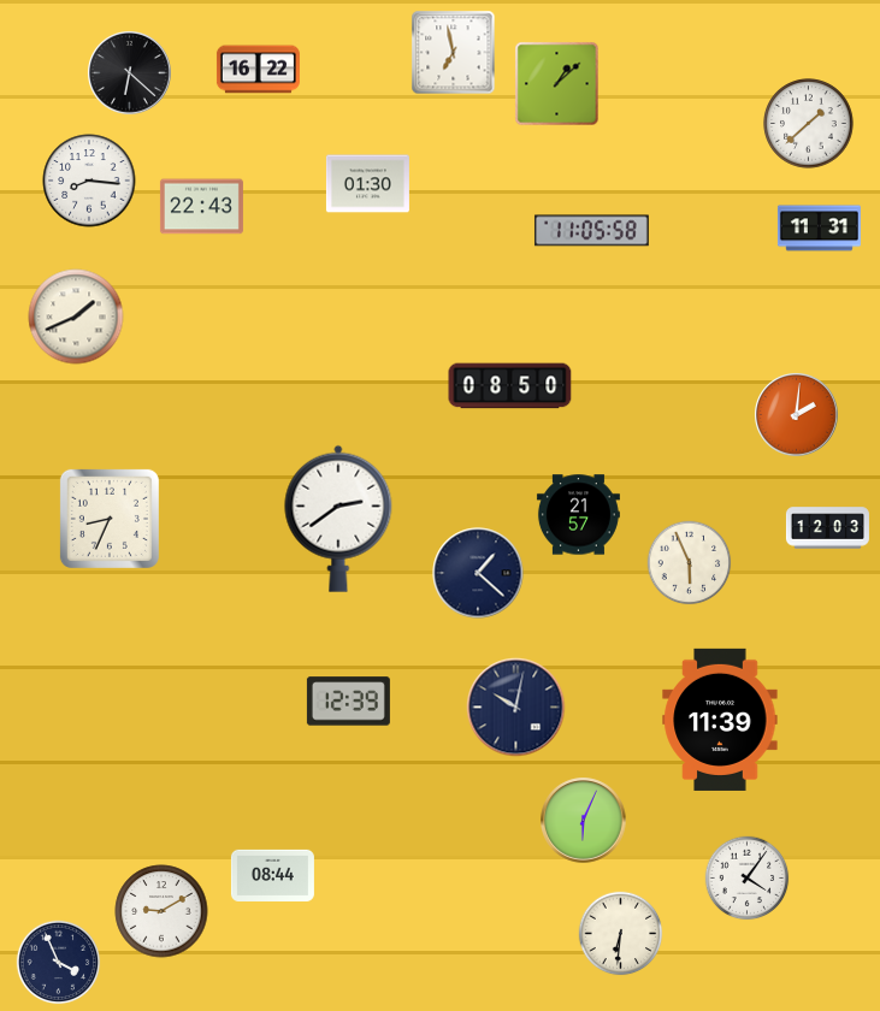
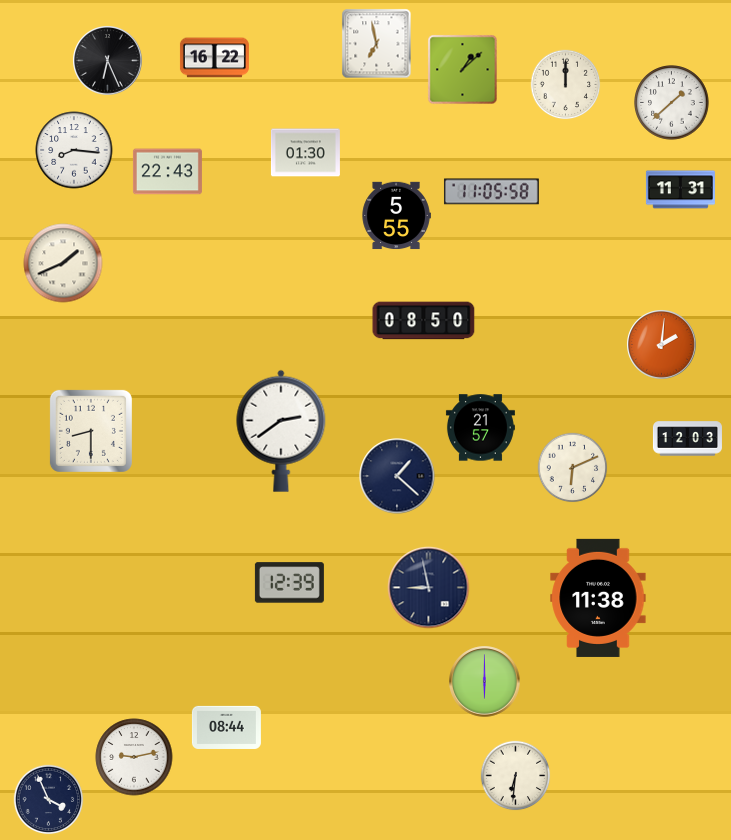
clock at (130, 73): 6:22 -> 6:26
clock at (566, 85): none -> 12:00
clock at (396, 216): none -> 5:55
clock at (110, 519): 8:34 -> 8:30
clock at (690, 563): 5:56 -> 6:11
clock at (516, 708): 10:02 -> 8:58
clock at (720, 720): 11:39 -> 11:38
clock at (584, 821): 6:04 -> 6:00
clock at (748, 879): 4:06 -> none
clock at (161, 911): 9:10 -> 9:13
